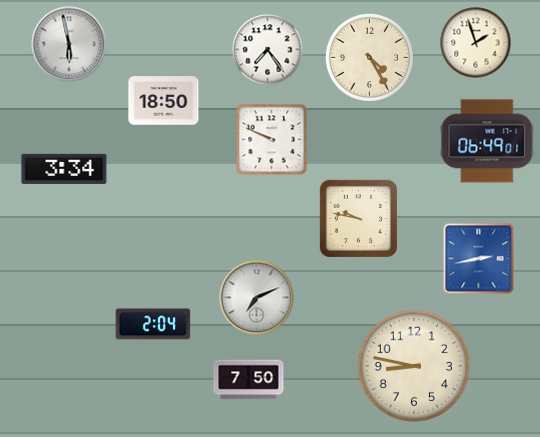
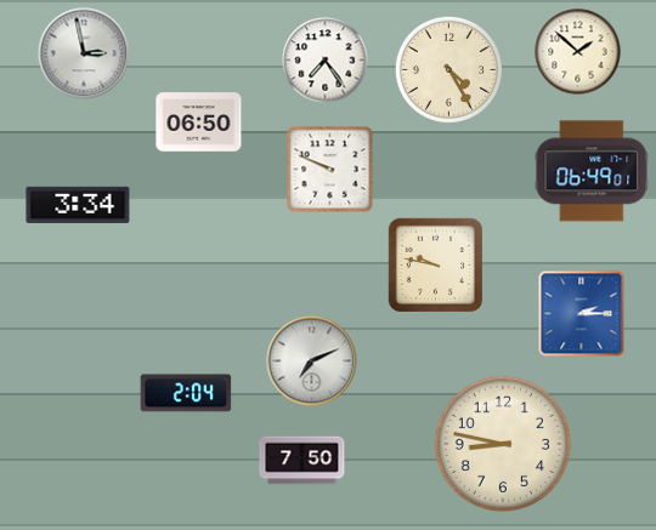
clock at (476, 43): 1:57 -> 1:52
clock at (69, 44): 5:58 -> 2:58
clock at (164, 101): 18:50 -> 06:50
clock at (479, 259): 2:43 -> 2:15
